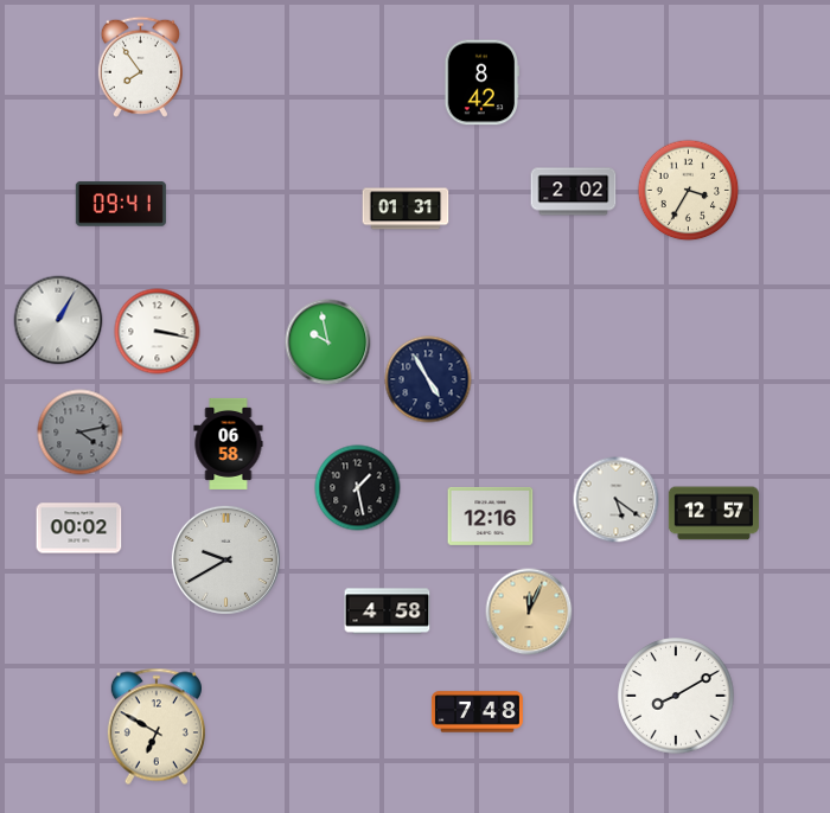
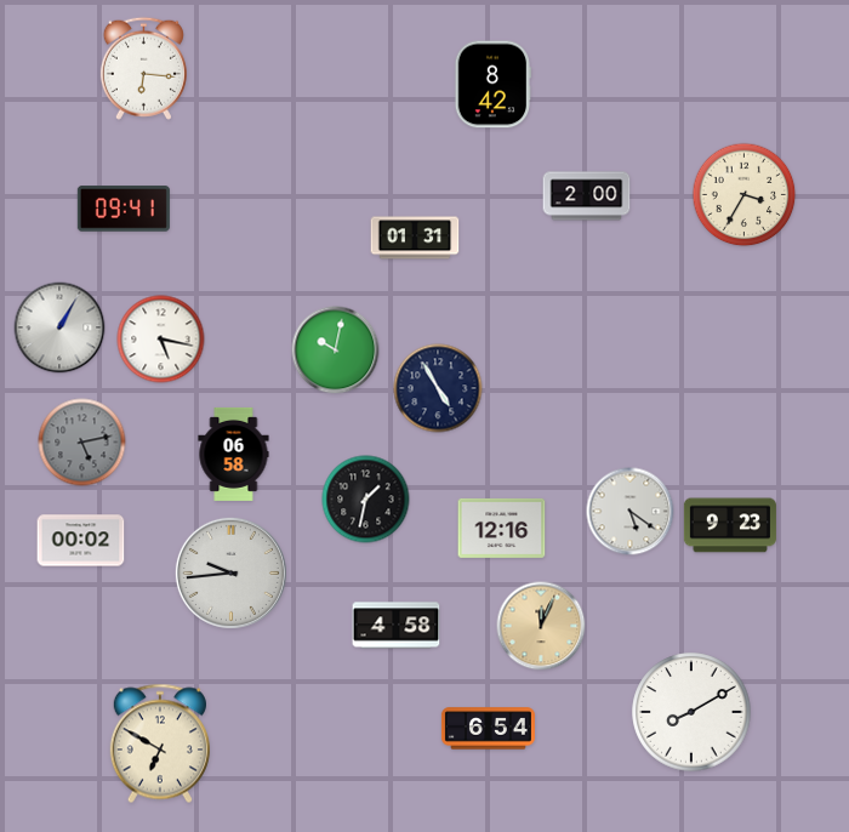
clock at (140, 66): 7:54 -> 6:16
clock at (689, 191) position: (689, 191) -> (745, 195)
clock at (574, 192): 2:02 -> 2:00
clock at (406, 209) position: (406, 209) -> (415, 238)
clock at (158, 332): 3:17 -> 5:17
clock at (328, 343): 9:58 -> 10:02
clock at (81, 433): 4:13 -> 5:13
clock at (358, 488): 1:28 -> 1:32
clock at (714, 513): 12:57 -> 9:23
clock at (225, 559): 9:40 -> 9:44
clock at (477, 712): 7:48 -> 6:54
